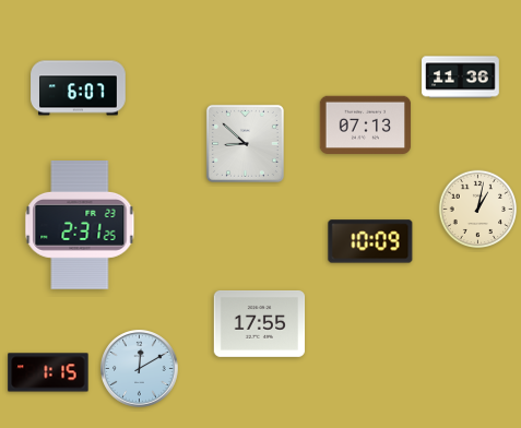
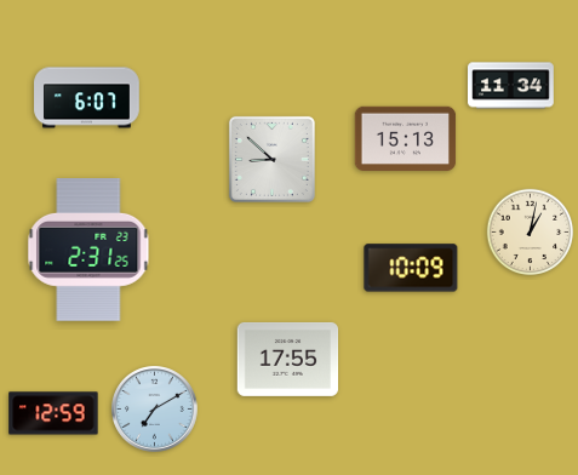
clock at (461, 78): 11:36 -> 11:34
clock at (366, 126): 07:13 -> 15:13
clock at (140, 369): 12:10 -> 7:10
clock at (48, 372): 1:15 -> 12:59
